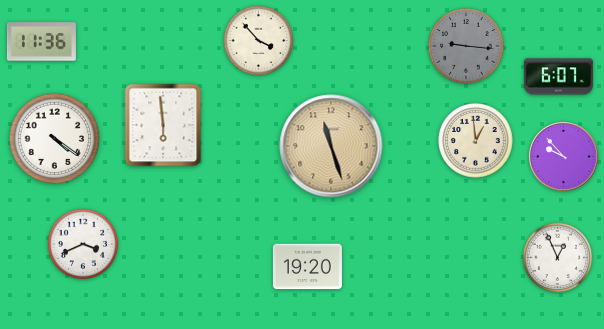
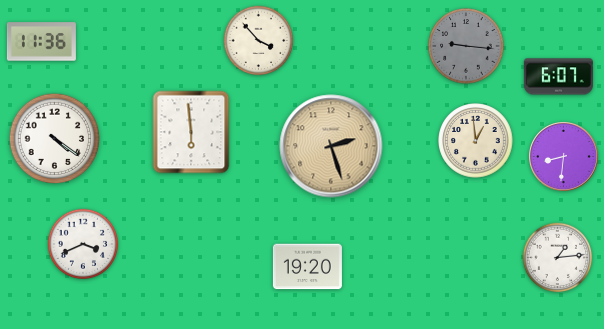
clock at (163, 125) position: (163, 125) -> (191, 132)
clock at (331, 146): 11:27 -> 2:27
clock at (564, 157): 9:53 -> 8:31
clock at (558, 258): 12:56 -> 1:14
